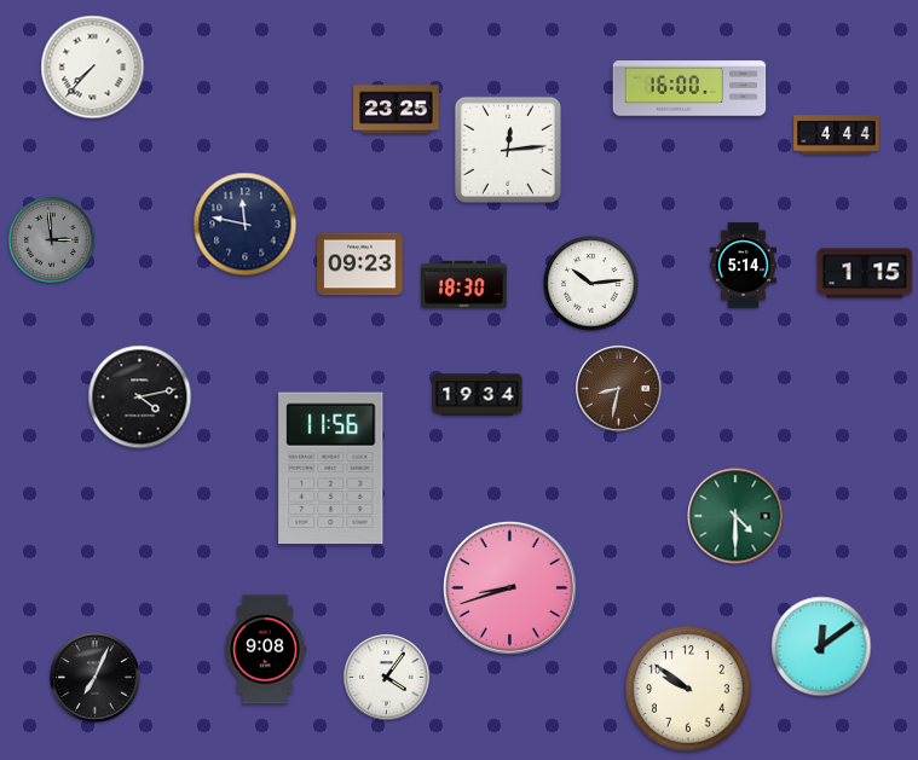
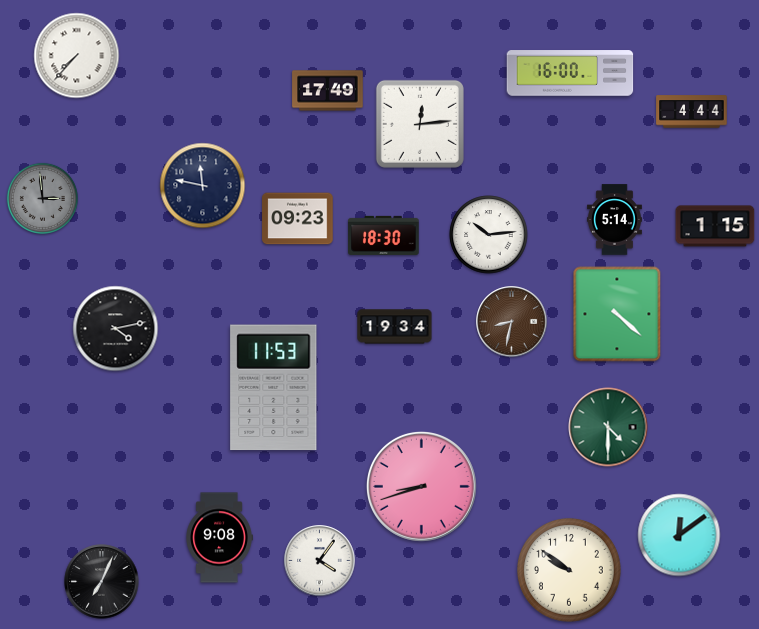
clock at (397, 110): 23:25 -> 17:49
clock at (617, 314): none -> 4:22
clock at (331, 469): 11:56 -> 11:53
clock at (96, 678) position: (96, 678) -> (102, 582)
